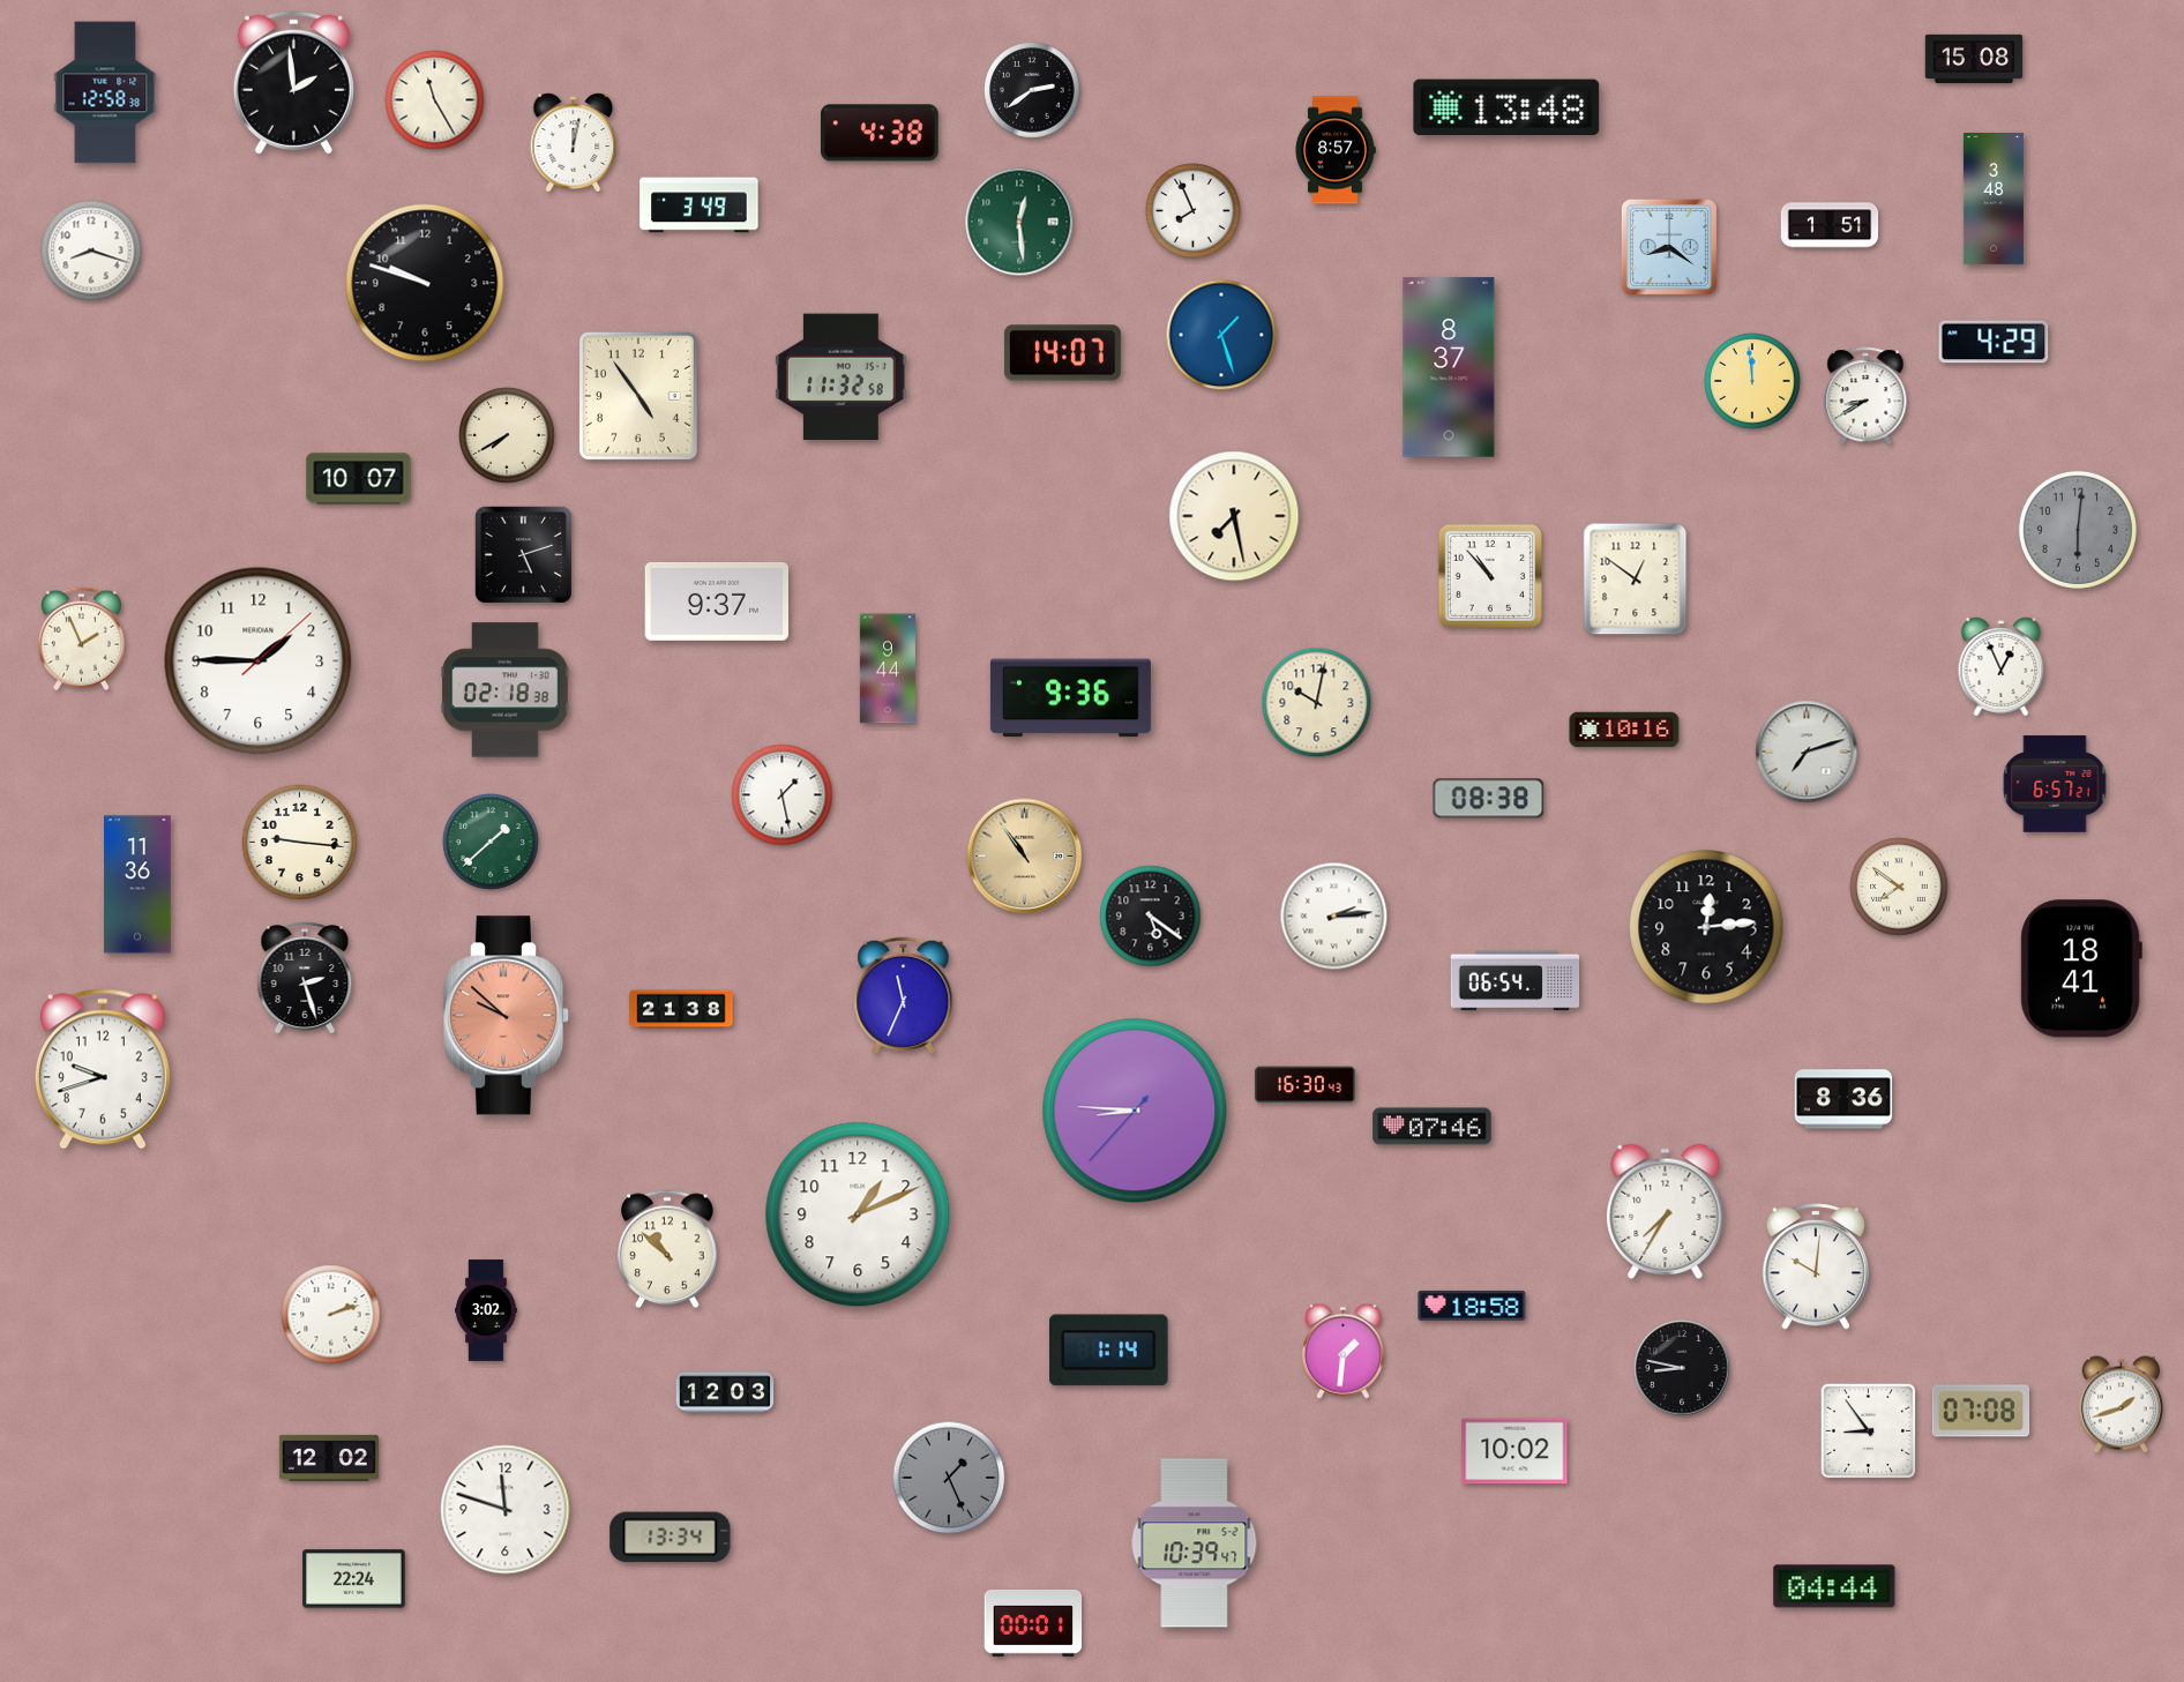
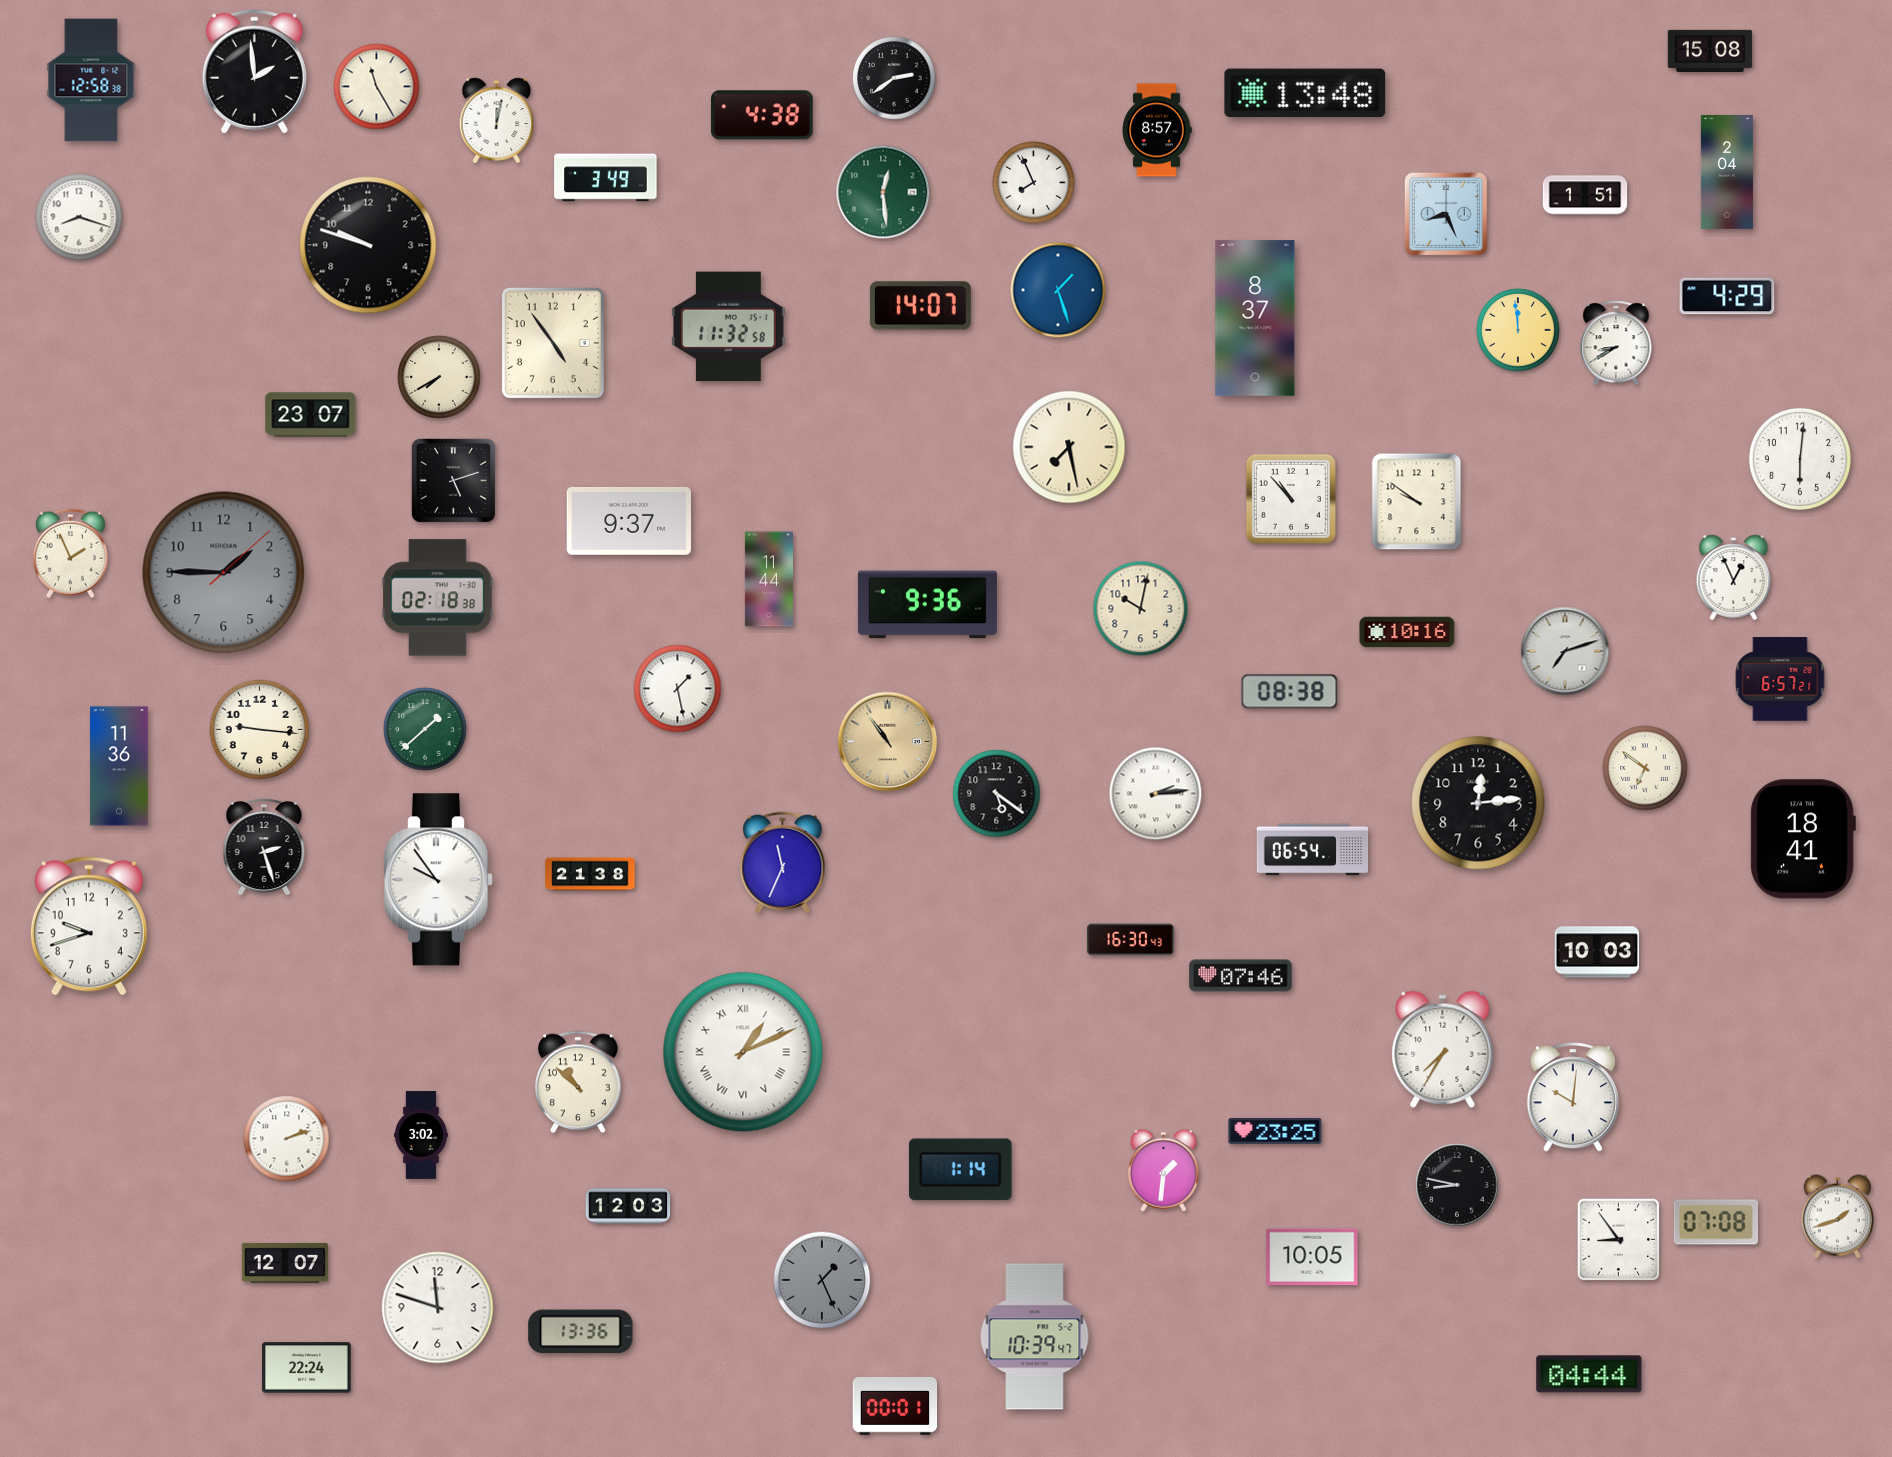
clock at (574, 143) position: (574, 143) -> (497, 121)
clock at (1994, 200): 3:48 -> 2:04
clock at (1669, 247): 8:21 -> 8:26
clock at (359, 479): 10:07 -> 23:07
clock at (2078, 530) dial: grey -> white
clock at (1636, 580): 12:51 -> 9:51
clock at (716, 601) position: (716, 601) -> (628, 521)
clock at (259, 661) dial: white -> grey
clock at (888, 668): 9:44 -> 11:44
clock at (1899, 887): 7:51 -> 6:51
clock at (506, 1016): 9:52 -> 9:54
clock at (506, 1016) dial: salmon -> white
clock at (1843, 1099): 8:36 -> 10:03
clock at (1135, 1111): 8:45 -> none
clock at (858, 1214) numerals: Arabic -> Roman
clock at (1472, 1306): 18:58 -> 23:25
clock at (1514, 1451): 10:02 -> 10:05
clock at (329, 1458): 12:02 -> 12:07
clock at (671, 1538): 13:34 -> 13:36
